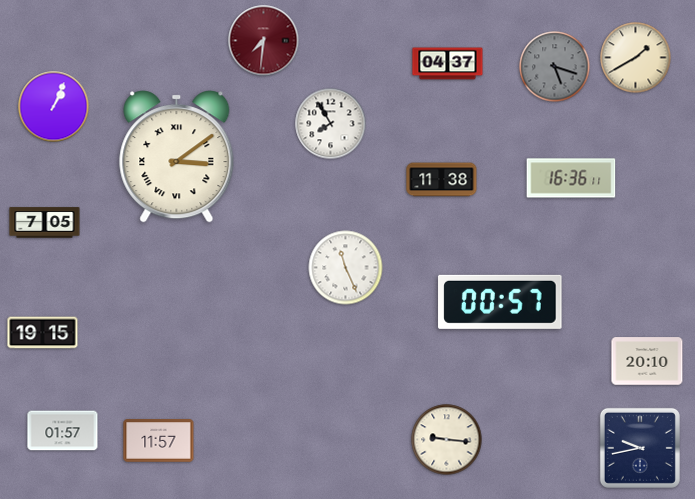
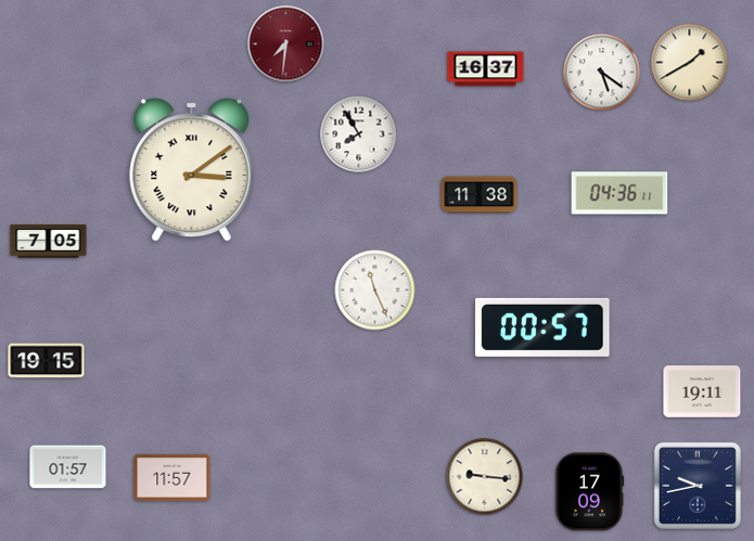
clock at (448, 64): 04:37 -> 16:37
clock at (555, 67): 5:18 -> 5:21
clock at (555, 67) dial: grey -> white
clock at (54, 107): 1:04 -> none
clock at (571, 178): 16:36 -> 04:36
clock at (647, 361): 20:10 -> 19:11
clock at (640, 448) position: (640, 448) -> (698, 486)
clock at (590, 492): none -> 17:09
